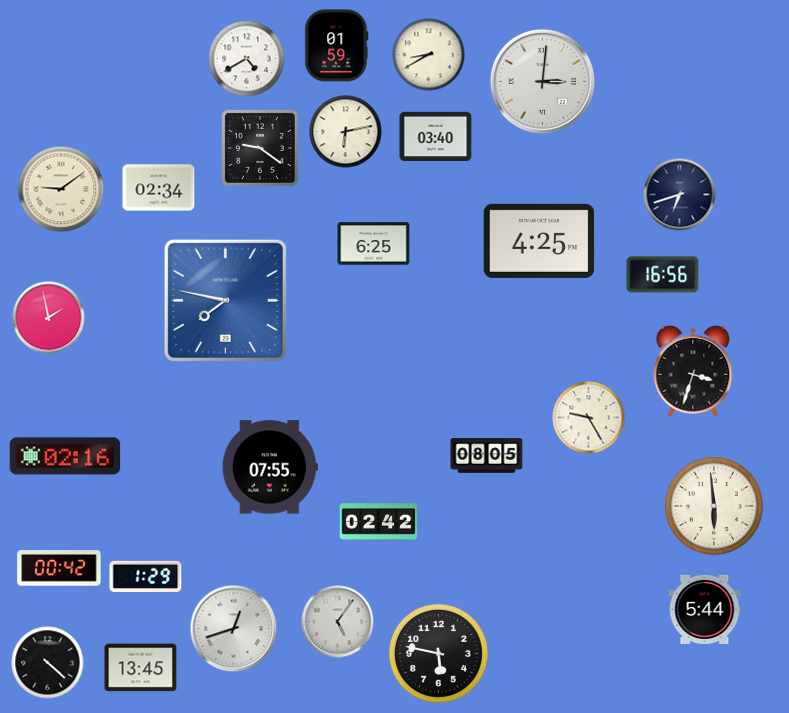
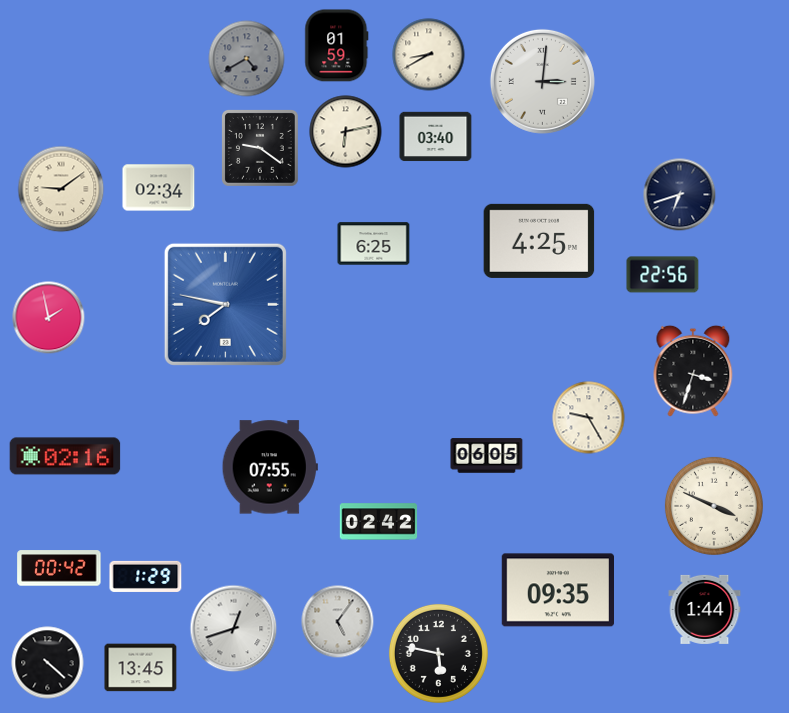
clock at (247, 59) dial: white -> grey
clock at (663, 275): 16:56 -> 22:56
clock at (225, 300) position: (225, 300) -> (225, 304)
clock at (487, 456): 08:05 -> 06:05
clock at (714, 506): 5:59 -> 3:49
clock at (557, 590): none -> 09:35
clock at (705, 609): 5:44 -> 1:44
